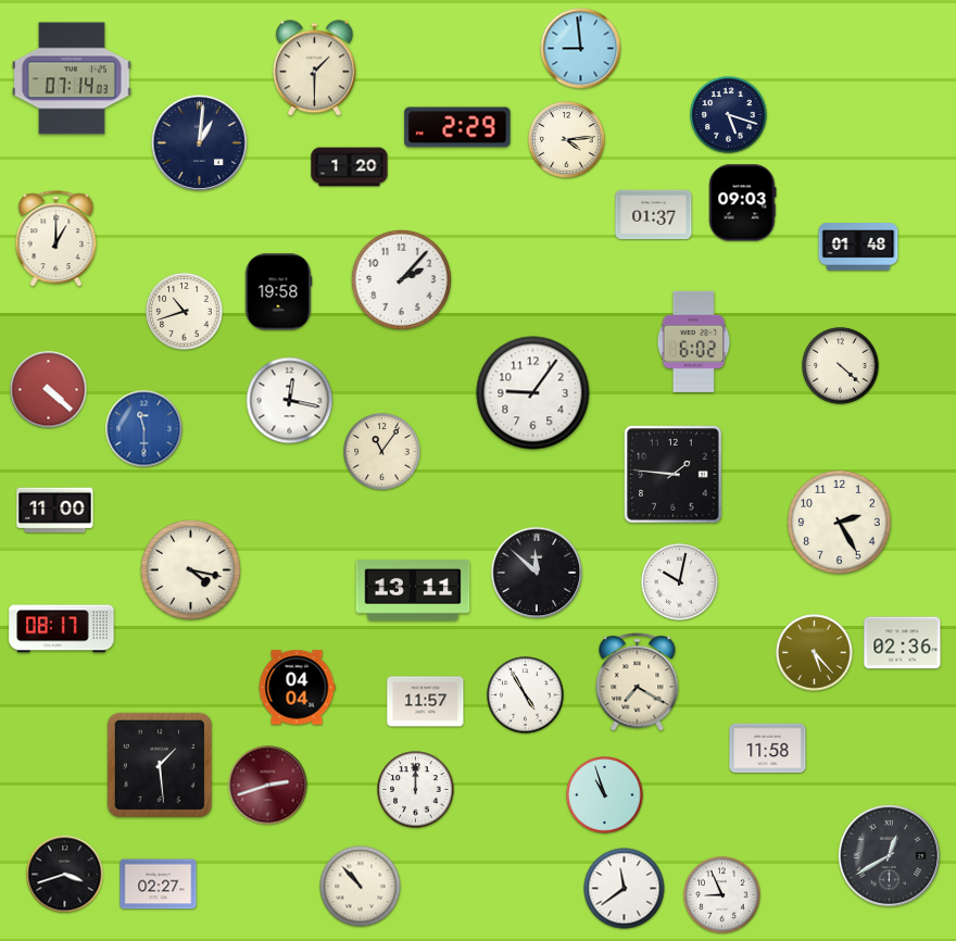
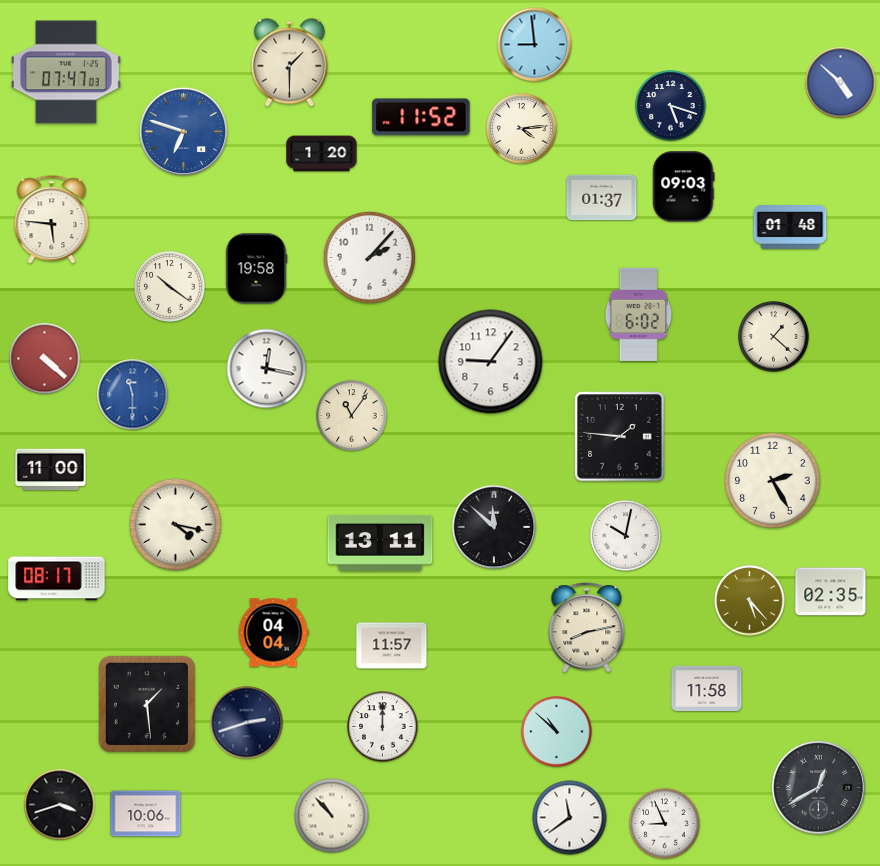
clock at (73, 78): 07:14 -> 07:47
clock at (841, 83): none -> 4:52
clock at (457, 127): 2:29 -> 11:52
clock at (200, 143): 1:01 -> 6:48
clock at (200, 143) dial: navy -> blue
clock at (56, 239): 1:00 -> 5:46
clock at (185, 312): 10:42 -> 10:21
clock at (841, 366): 4:22 -> 1:22
clock at (903, 643): 02:36 -> 02:35
clock at (638, 682): 7:20 -> 8:13
clock at (526, 695): 4:55 -> none
clock at (268, 786) dial: burgundy -> navy
clock at (605, 795): 10:57 -> 10:52
clock at (159, 884): 02:27 -> 10:06
clock at (625, 889) position: (625, 889) -> (570, 818)
